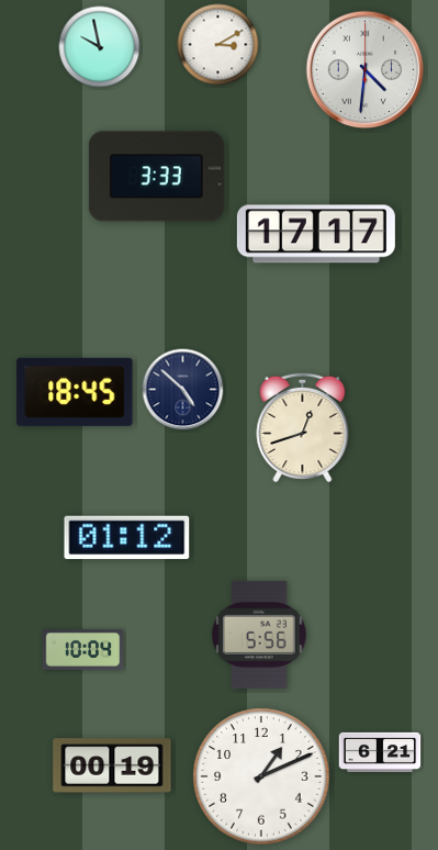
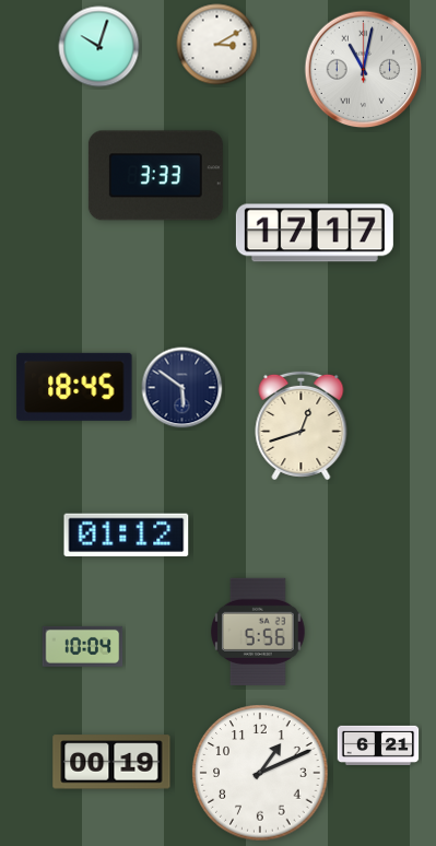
clock at (100, 47): 9:58 -> 10:03
clock at (366, 70): 4:31 -> 11:02
clock at (183, 390): 4:52 -> 5:51
clock at (75, 392) position: (75, 392) -> (74, 387)
clock at (380, 751) position: (380, 751) -> (378, 744)
